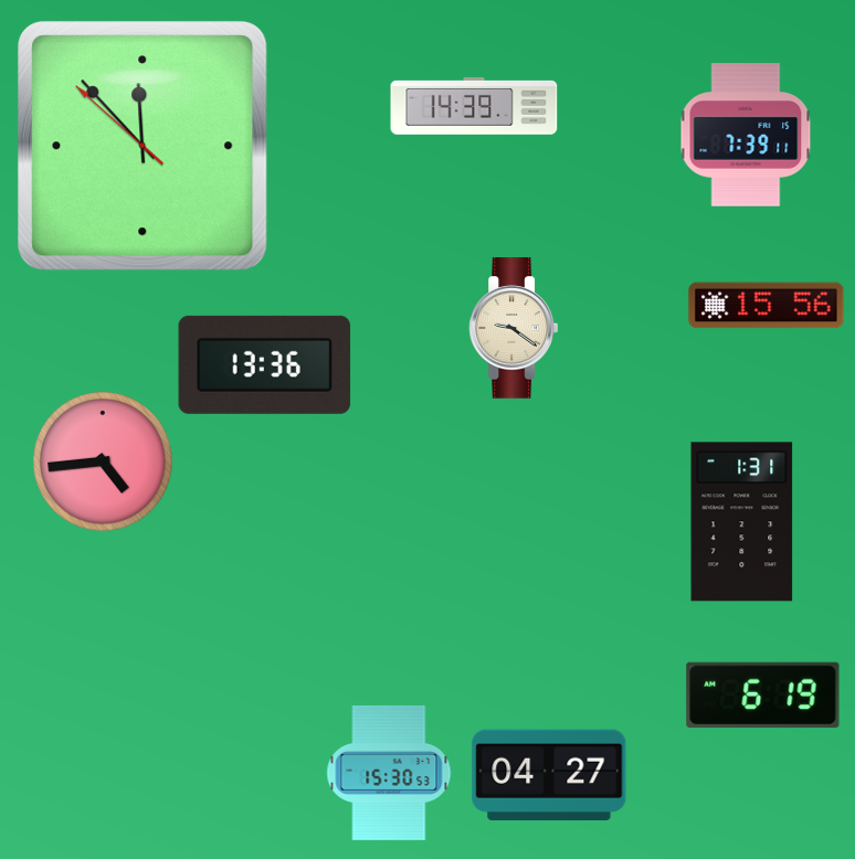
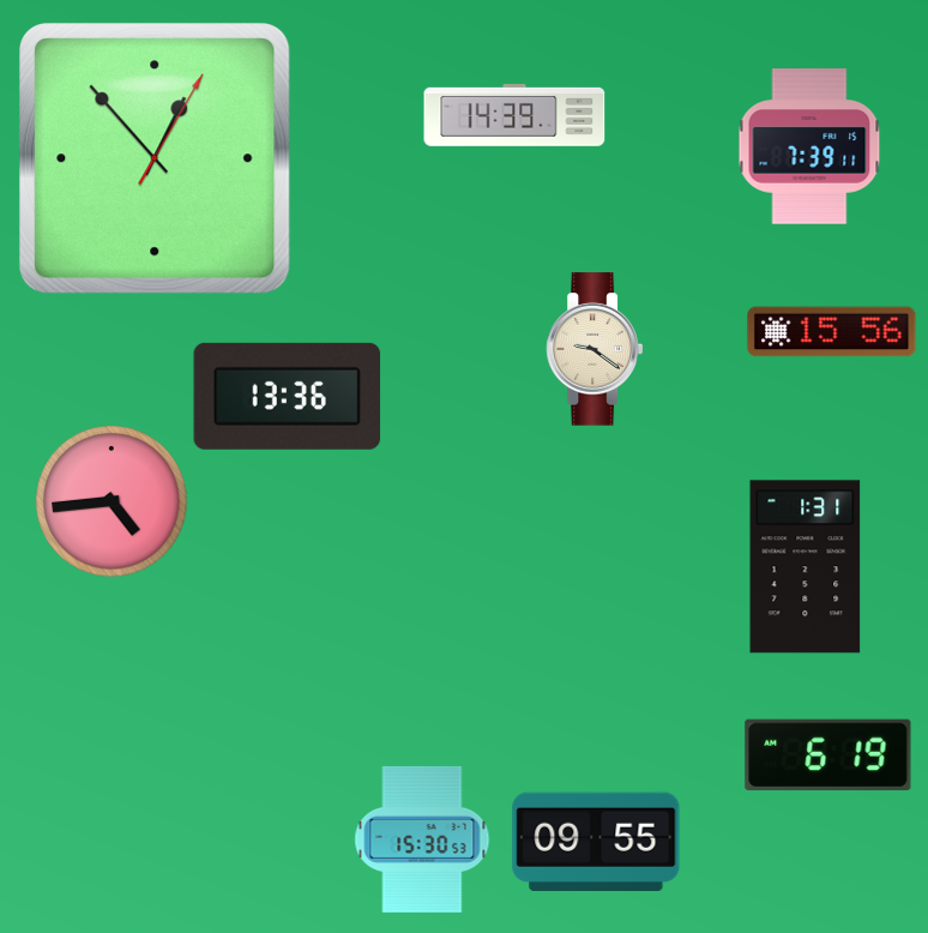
clock at (142, 146): 11:52 -> 12:53
clock at (513, 328) position: (513, 328) -> (593, 349)
clock at (549, 775): 04:27 -> 09:55
